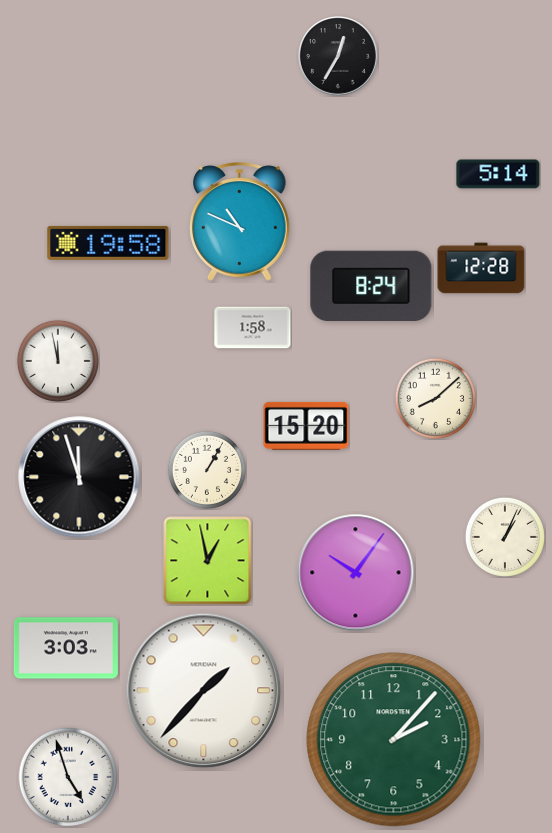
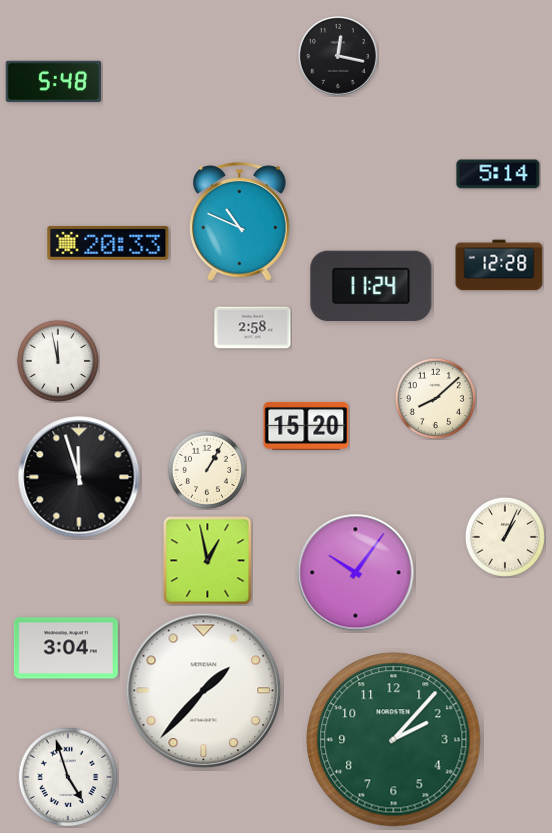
clock at (339, 57): 12:35 -> 12:17
clock at (54, 82): none -> 5:48
clock at (108, 243): 19:58 -> 20:33
clock at (481, 268) position: (481, 268) -> (499, 265)
clock at (371, 285): 8:24 -> 11:24
clock at (253, 328): 1:58 -> 2:58
clock at (66, 648): 3:03 -> 3:04
